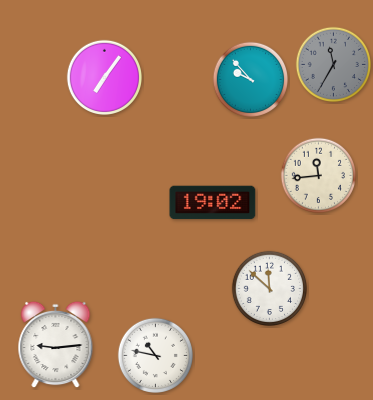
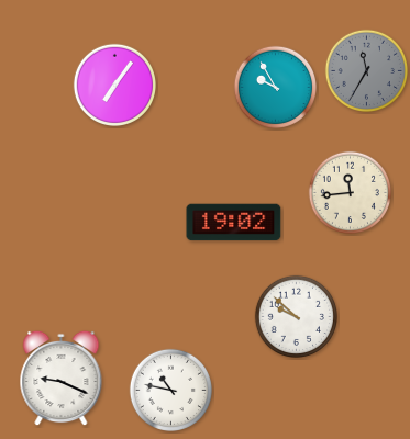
clock at (250, 79): 9:53 -> 9:55
clock at (269, 288): 11:52 -> 9:52
clock at (56, 345): 9:14 -> 9:19
